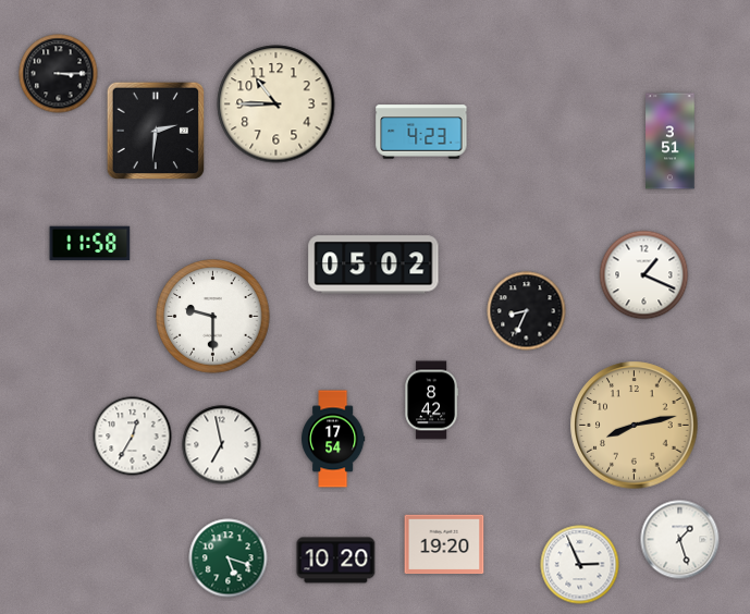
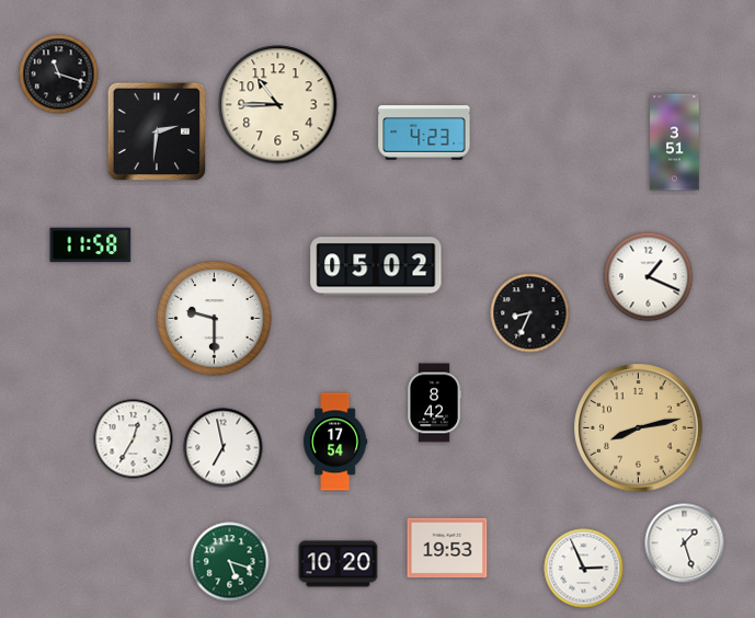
clock at (59, 74): 3:15 -> 11:18
clock at (444, 544): 19:20 -> 19:53
